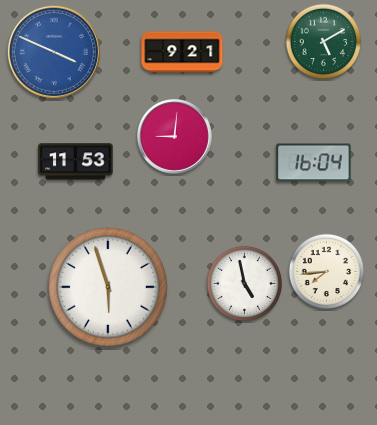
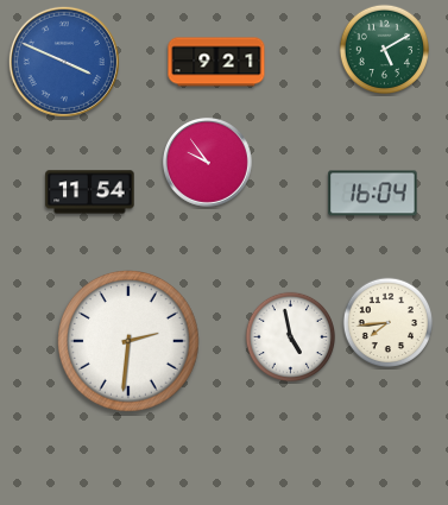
clock at (174, 136): 9:01 -> 9:54
clock at (76, 162): 11:53 -> 11:54
clock at (109, 288): 5:57 -> 2:31
